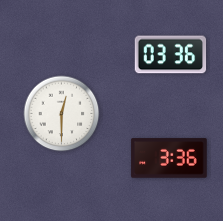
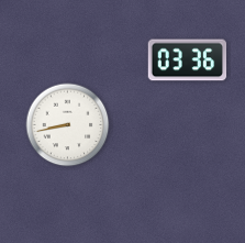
clock at (62, 114): 12:30 -> 8:43
clock at (169, 158): 3:36 -> none
